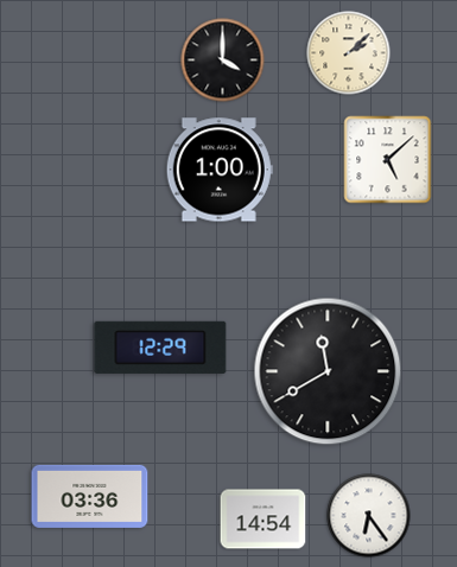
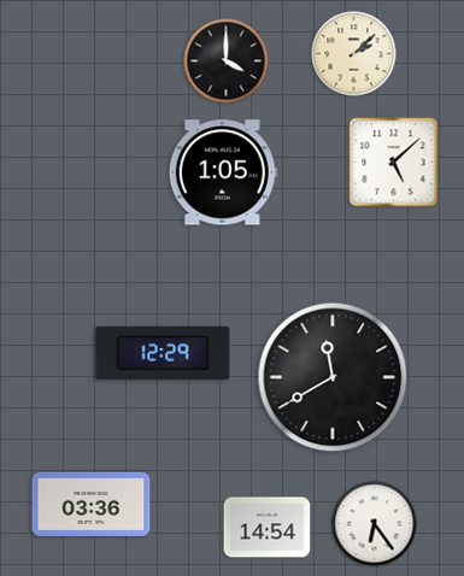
clock at (220, 170): 1:00 -> 1:05
